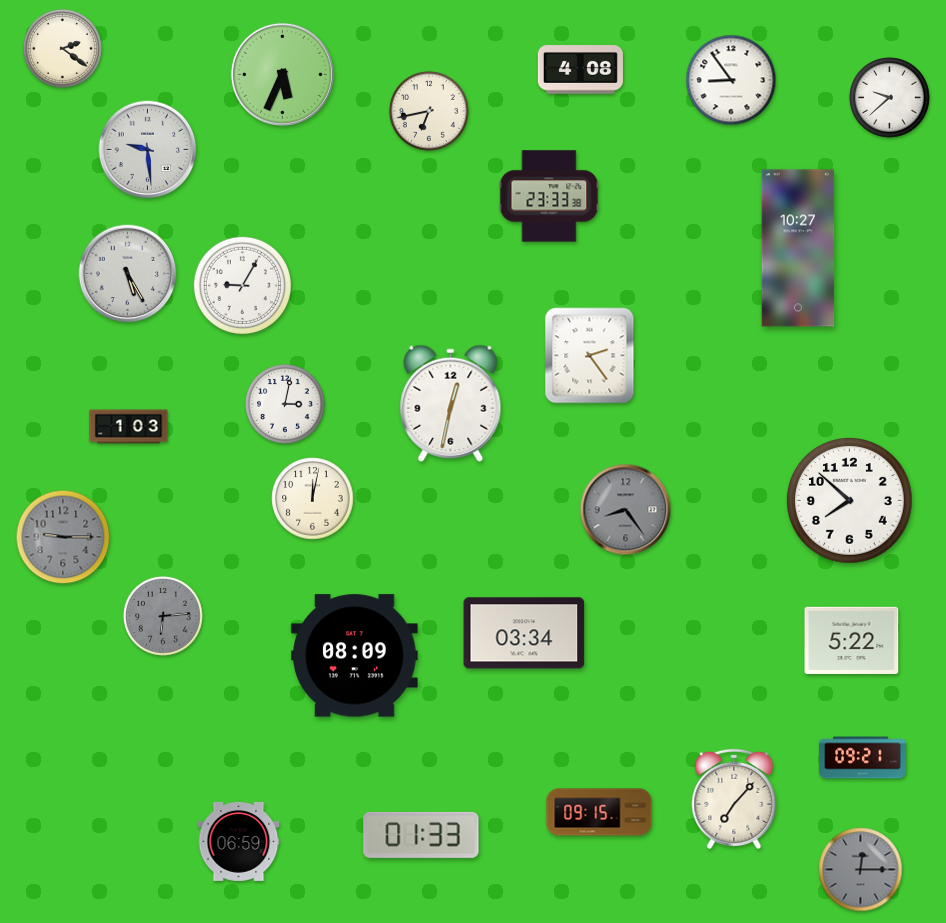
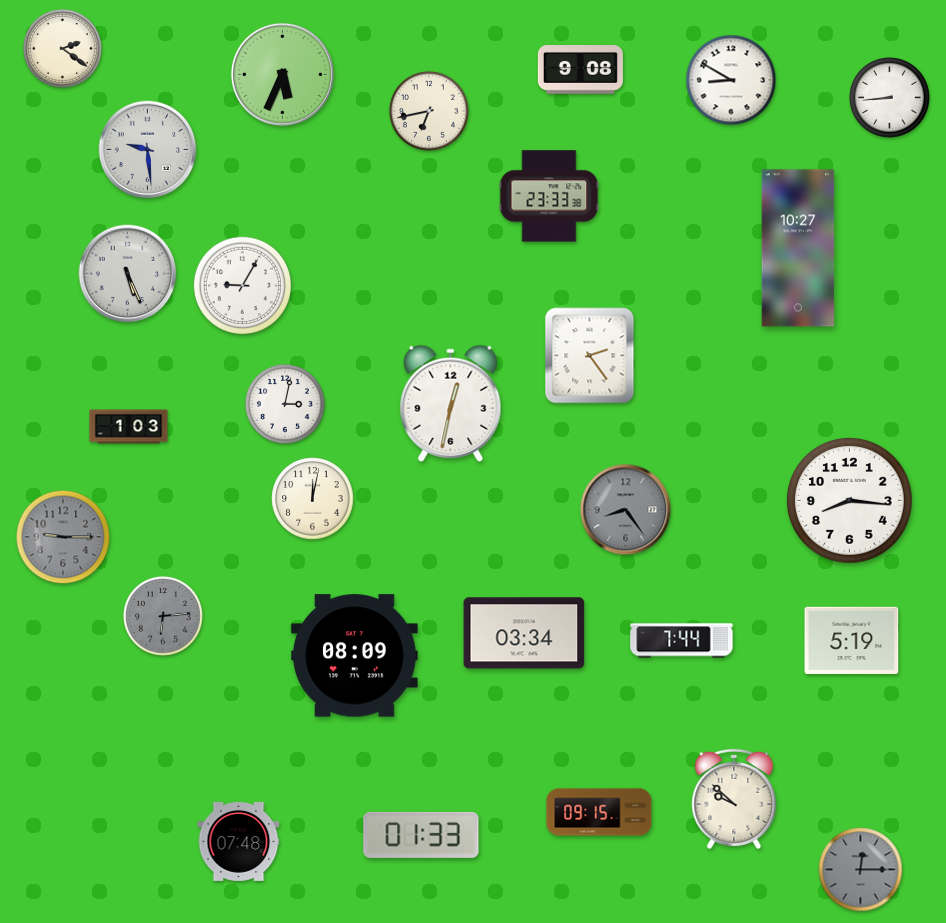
clock at (580, 70): 4:08 -> 9:08
clock at (731, 80): 8:54 -> 8:50
clock at (890, 98): 9:38 -> 8:44
clock at (128, 274): 5:25 -> 5:26
clock at (850, 501): 7:52 -> 8:16
clock at (852, 640): 5:22 -> 5:19
clock at (682, 641): none -> 7:44
clock at (863, 758): 09:21 -> none
clock at (734, 799): 7:07 -> 9:52
clock at (239, 841): 06:59 -> 07:48
